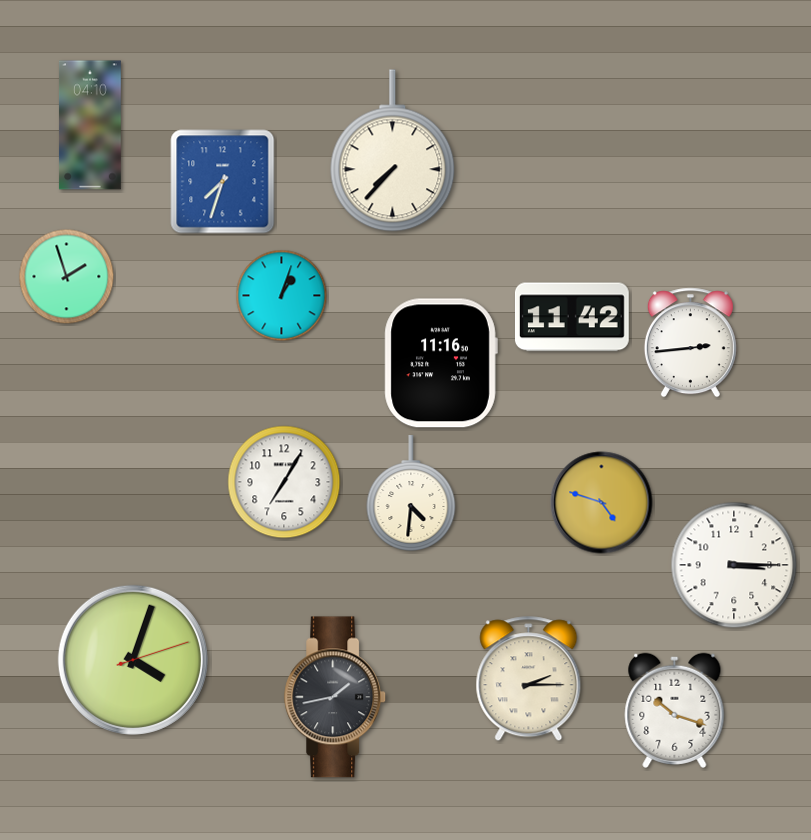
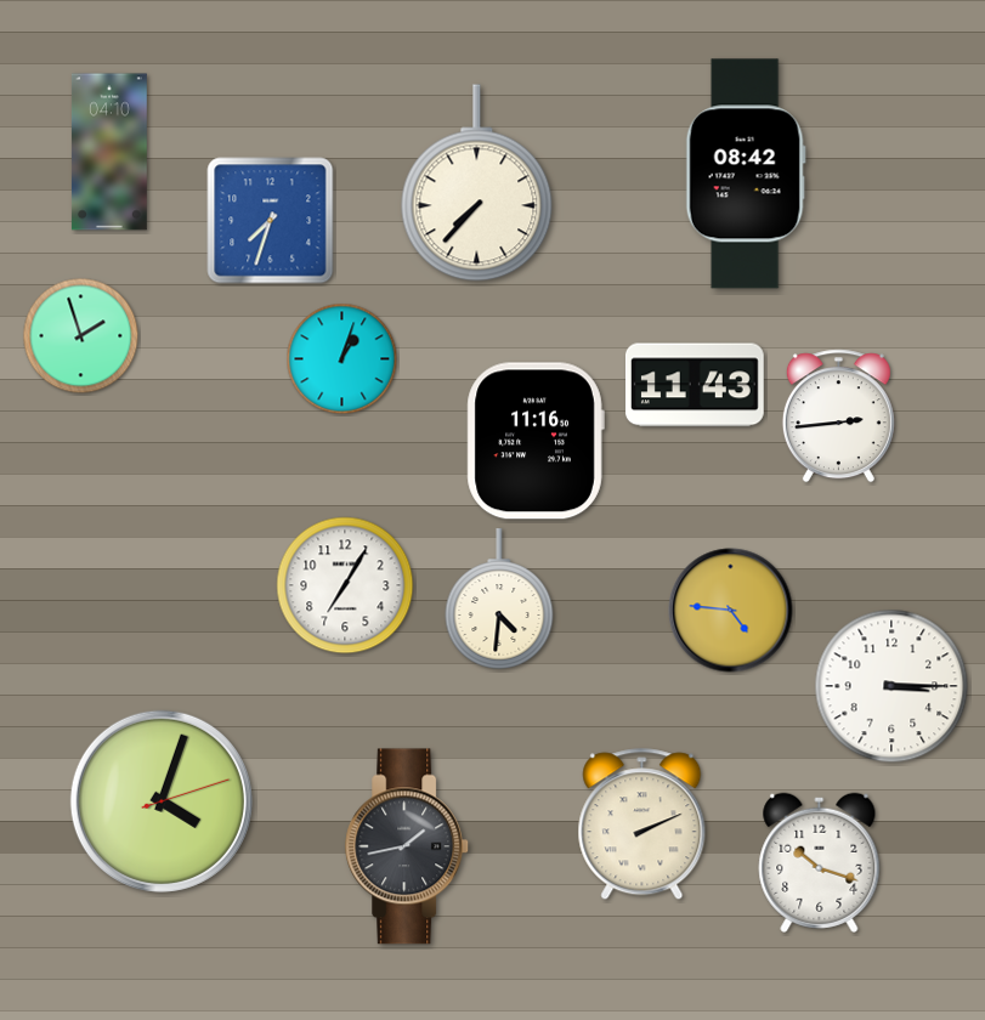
clock at (746, 174): none -> 08:42
clock at (572, 317): 11:42 -> 11:43
clock at (602, 503): 4:48 -> 4:46
clock at (529, 679): 2:15 -> 2:11
